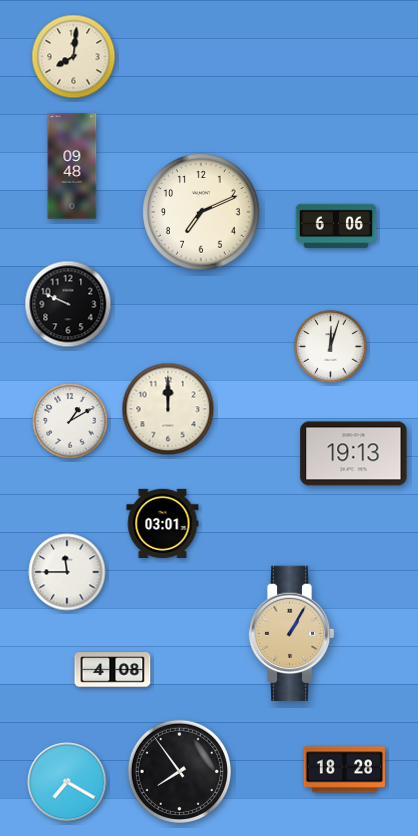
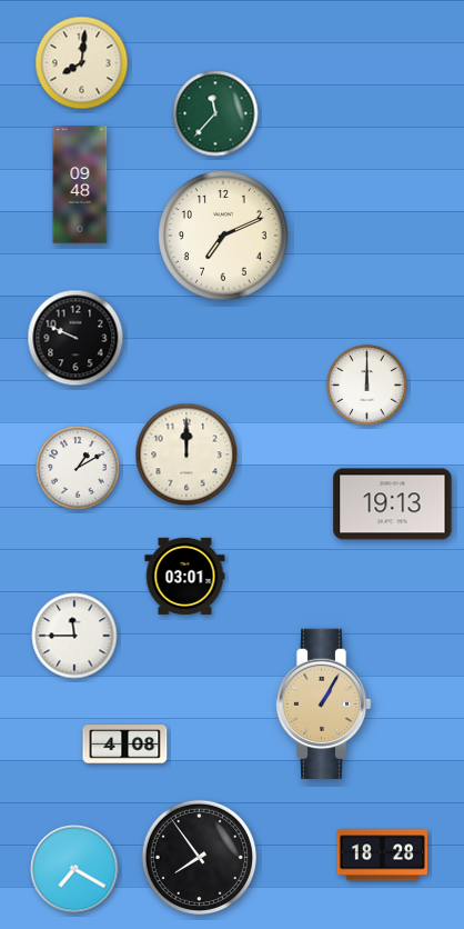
clock at (215, 113): none -> 11:37
clock at (336, 226): 6:06 -> none
clock at (331, 347): 12:03 -> 12:00
clock at (163, 523) position: (163, 523) -> (185, 576)
